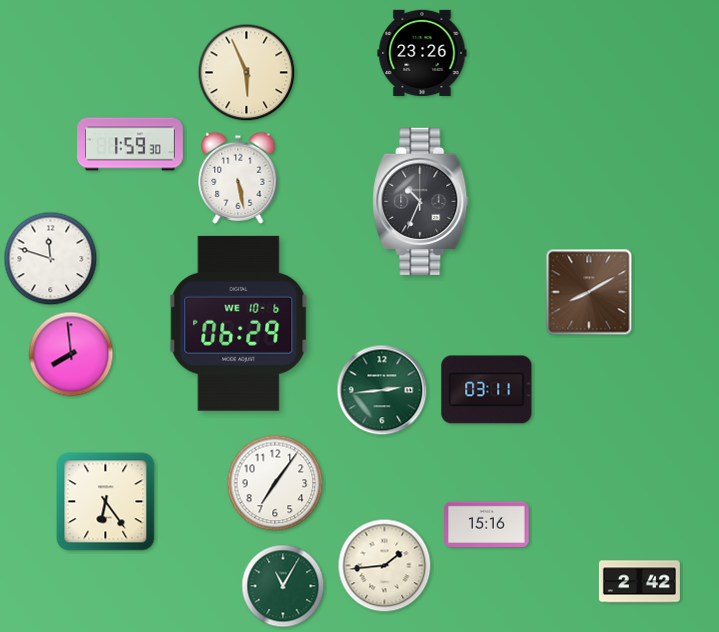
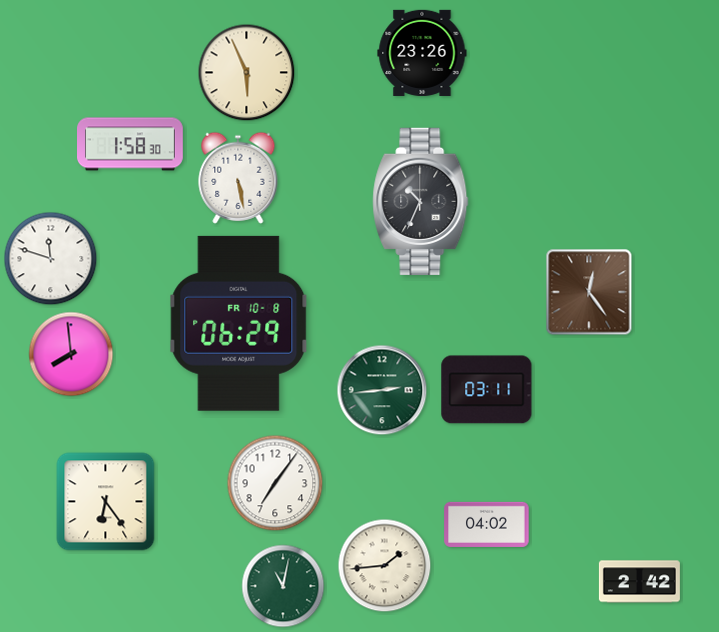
clock at (131, 144): 1:59 -> 1:58
clock at (589, 292): 8:10 -> 12:24
clock at (239, 323) date: WE 10-6 -> FR 10-8
clock at (487, 524): 15:16 -> 04:02
clock at (283, 586): 11:05 -> 11:02
